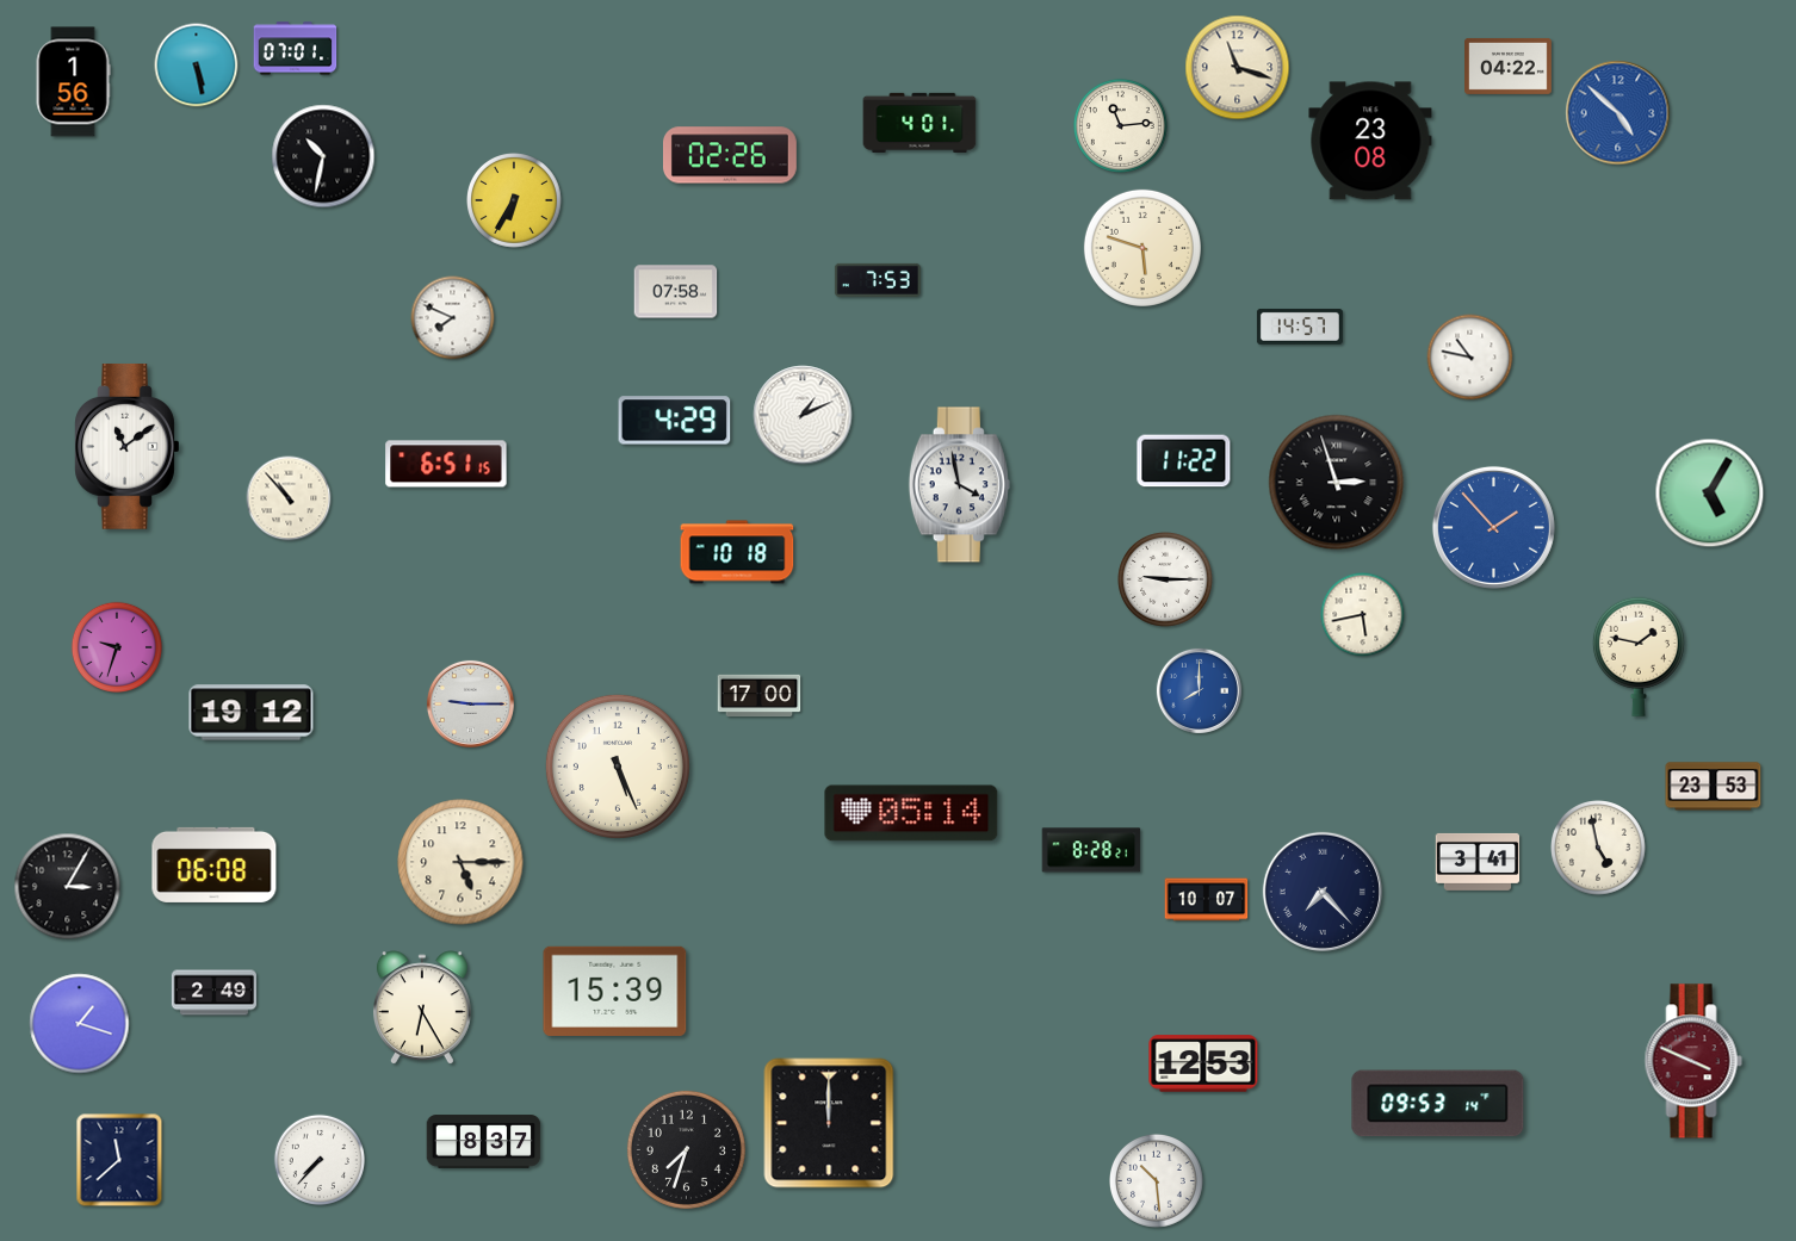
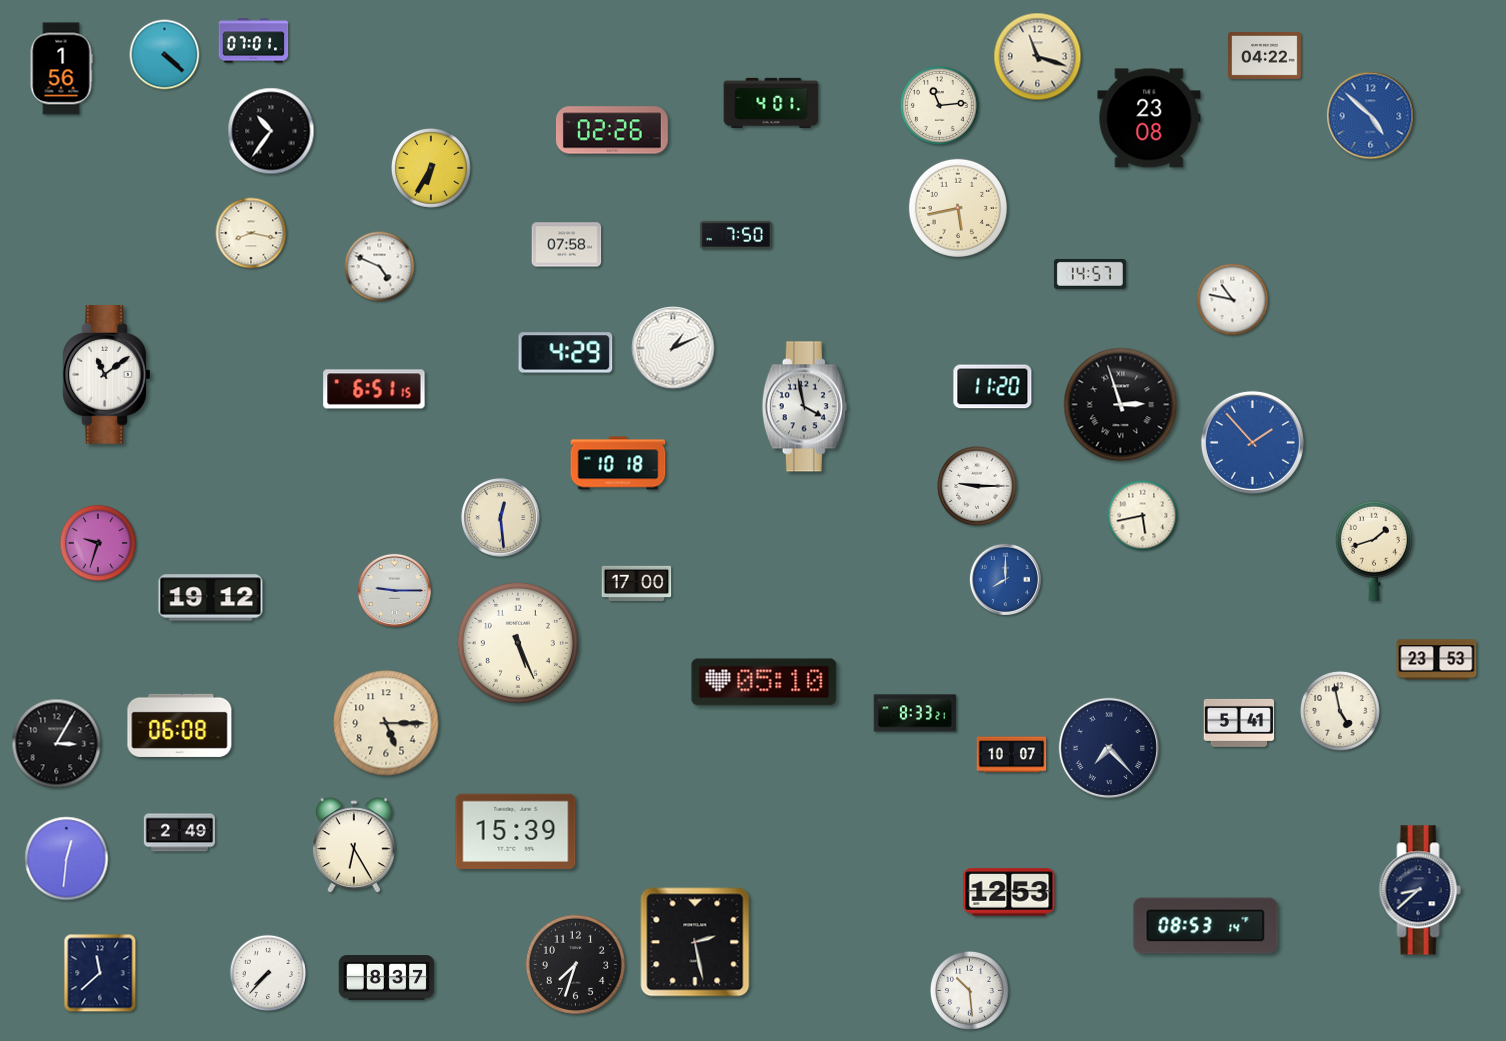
clock at (296, 49) position: (296, 49) -> (254, 41)
clock at (197, 66): 5:28 -> 4:22
clock at (1618, 113) position: (1618, 113) -> (1371, 116)
clock at (323, 156): 10:32 -> 10:36
clock at (1142, 248): 5:48 -> 5:43
clock at (251, 233): none -> 8:17
clock at (878, 280): 7:53 -> 7:50
clock at (453, 318): 7:49 -> 4:49
clock at (1184, 461): 11:22 -> 11:20
clock at (1710, 494): 5:05 -> none
clock at (289, 498): 10:53 -> none
clock at (501, 518): none -> 12:29
clock at (1639, 657): 1:47 -> 1:42
clock at (911, 813): 05:14 -> 05:10
clock at (1091, 850): 8:28 -> 8:33
clock at (1478, 862): 3:41 -> 5:41
clock at (80, 1024): 1:18 -> 12:31
clock at (1693, 1061): 3:49 -> 8:38
clock at (1693, 1061) dial: burgundy -> navy
clock at (1438, 1104): 09:53 -> 08:53
clock at (829, 1123): 12:00 -> 2:28
clock at (484, 1142) position: (484, 1142) -> (387, 978)
